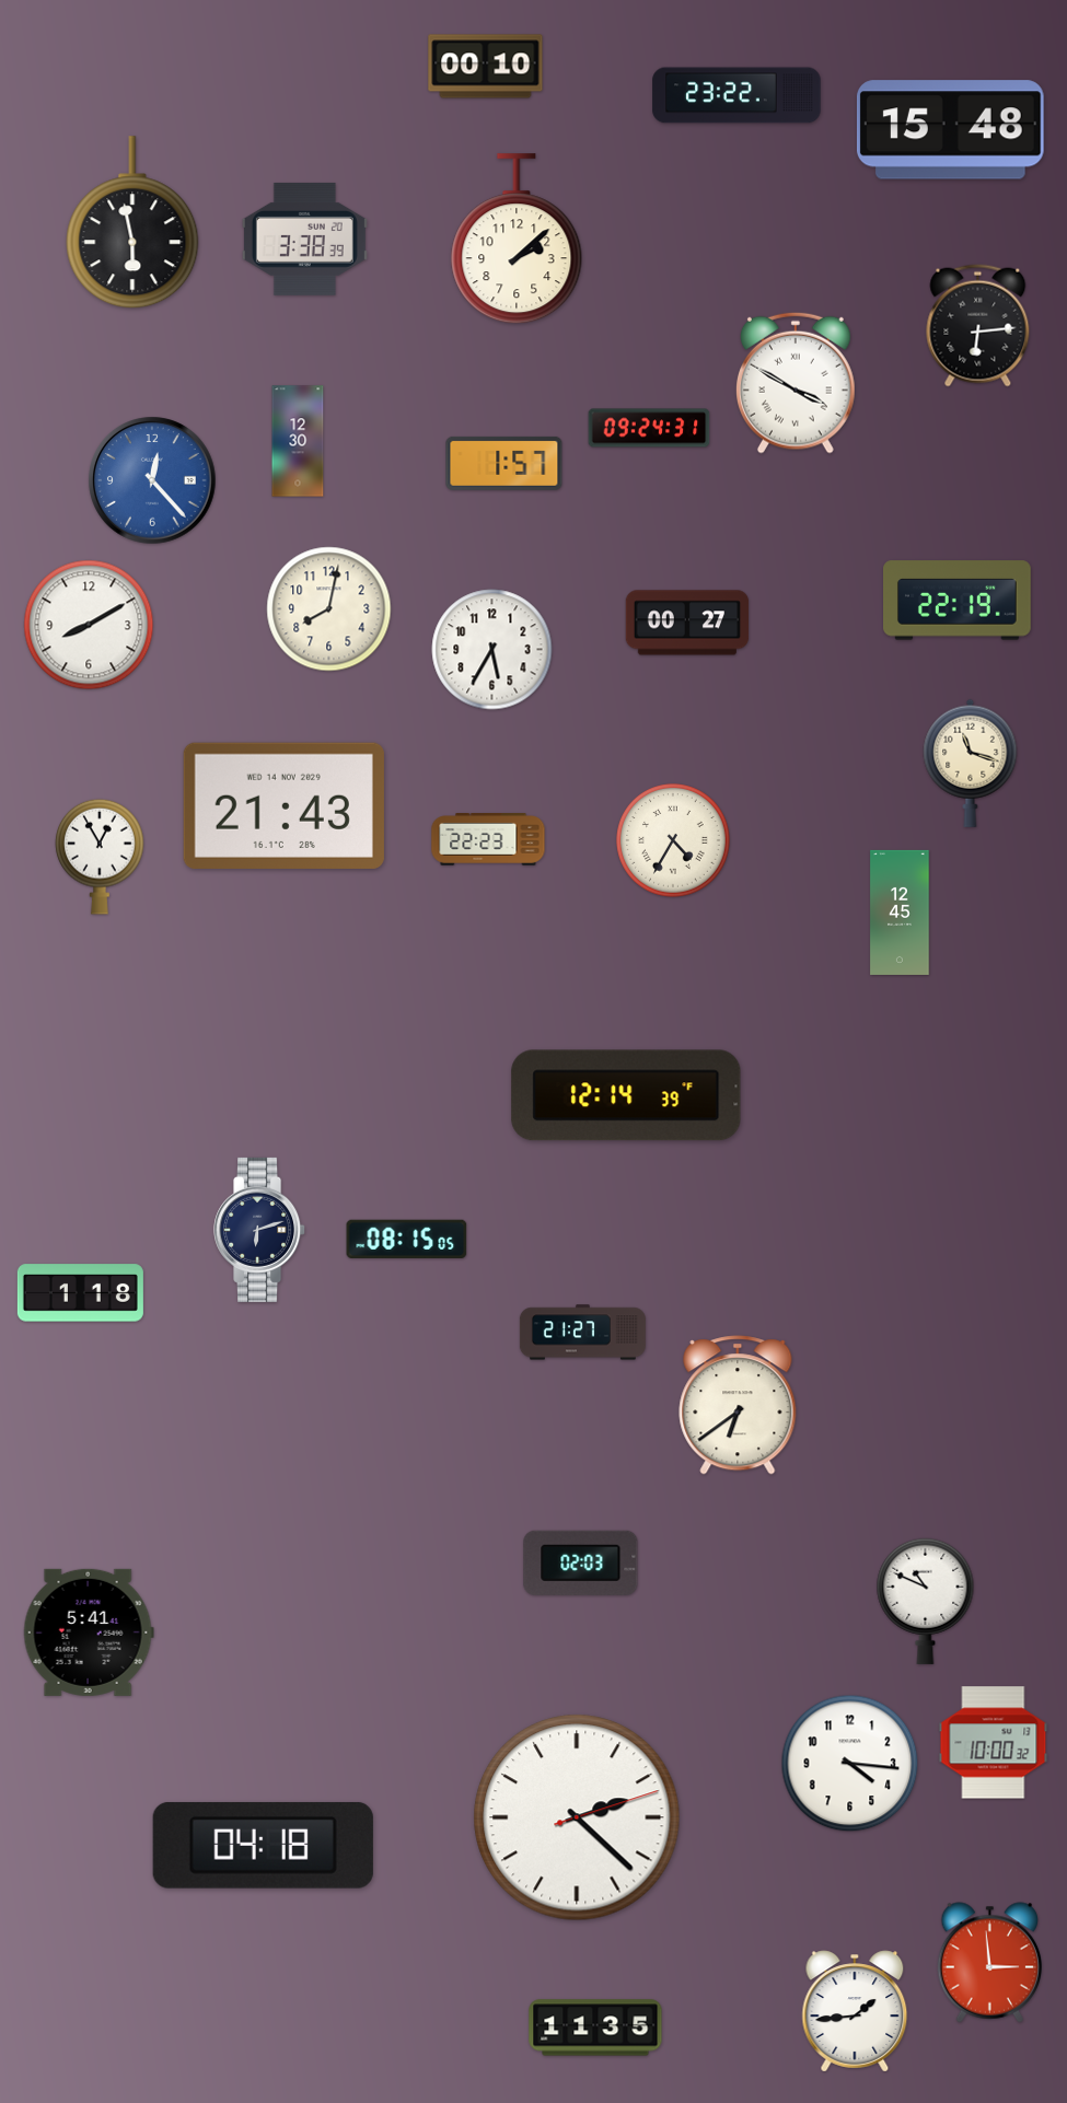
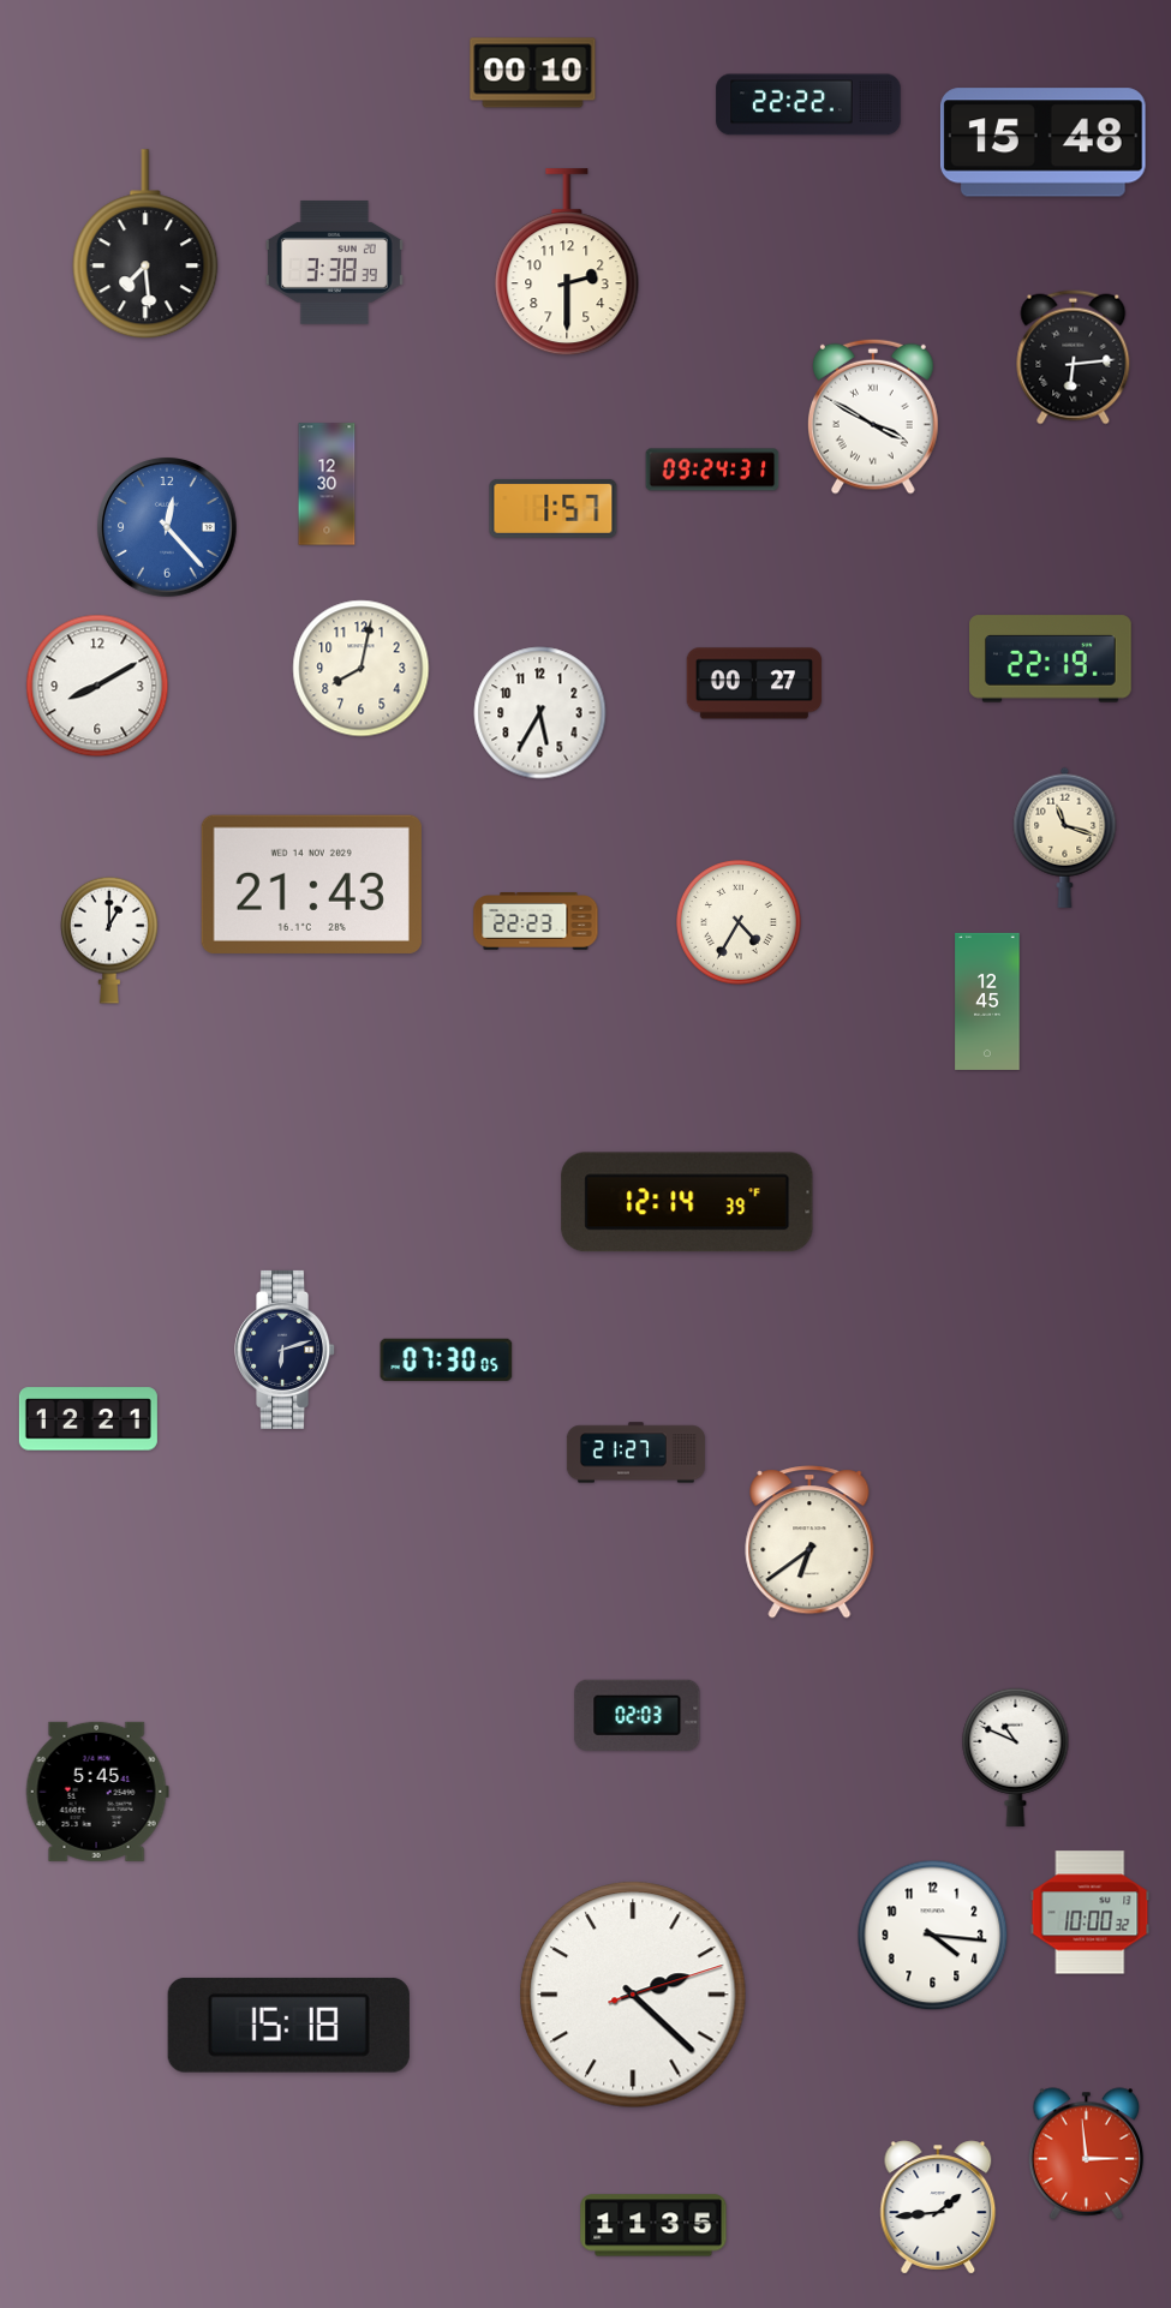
clock at (737, 95): 23:22 -> 22:22
clock at (132, 223): 5:58 -> 7:29
clock at (517, 240): 2:08 -> 2:30
clock at (796, 383) position: (796, 383) -> (873, 417)
clock at (100, 857): 12:55 -> 1:00
clock at (407, 1239): 08:15 -> 07:30
clock at (80, 1293): 1:18 -> 12:21
clock at (582, 1333) position: (582, 1333) -> (635, 1453)
clock at (89, 1633): 5:41 -> 5:45
clock at (263, 1845): 04:18 -> 15:18
